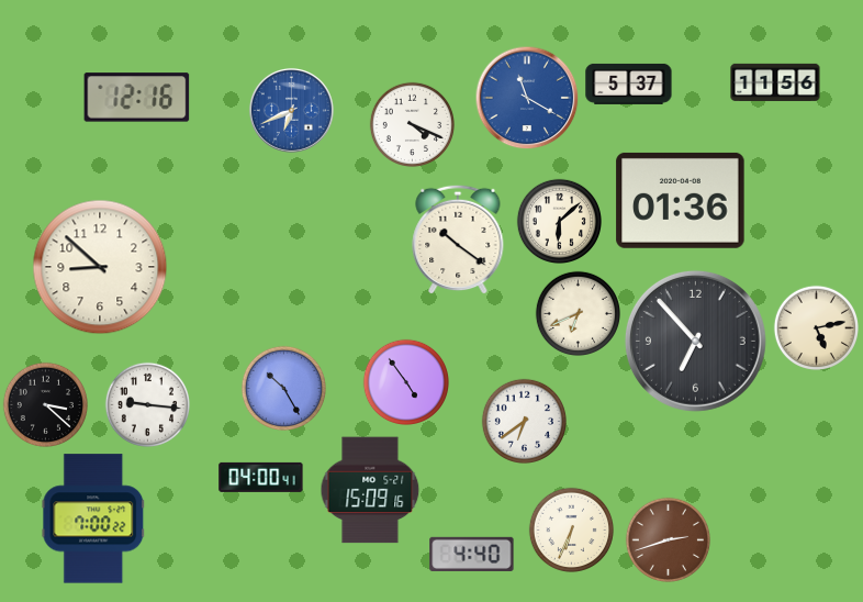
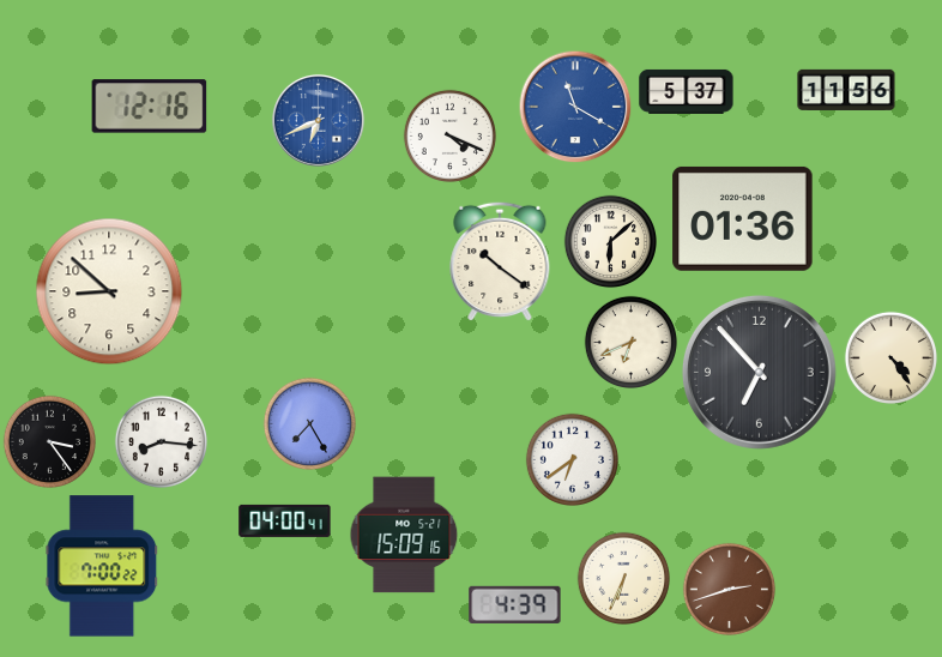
clock at (816, 327): 5:13 -> 4:24
clock at (405, 381): 4:54 -> none
clock at (283, 388): 10:25 -> 7:25
clock at (45, 404): 3:22 -> 3:24
clock at (147, 404): 9:16 -> 8:16
clock at (472, 554): 4:40 -> 4:39
